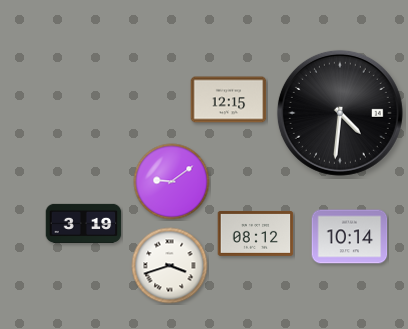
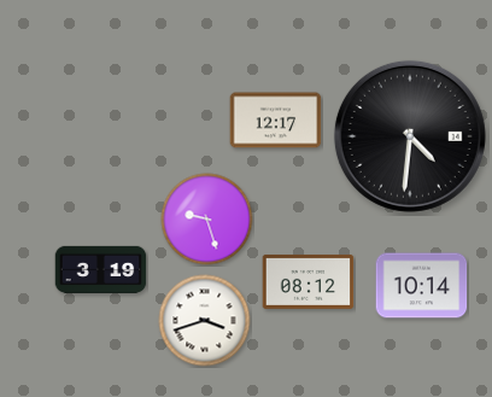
clock at (229, 100): 12:15 -> 12:17
clock at (172, 182): 9:09 -> 9:27
